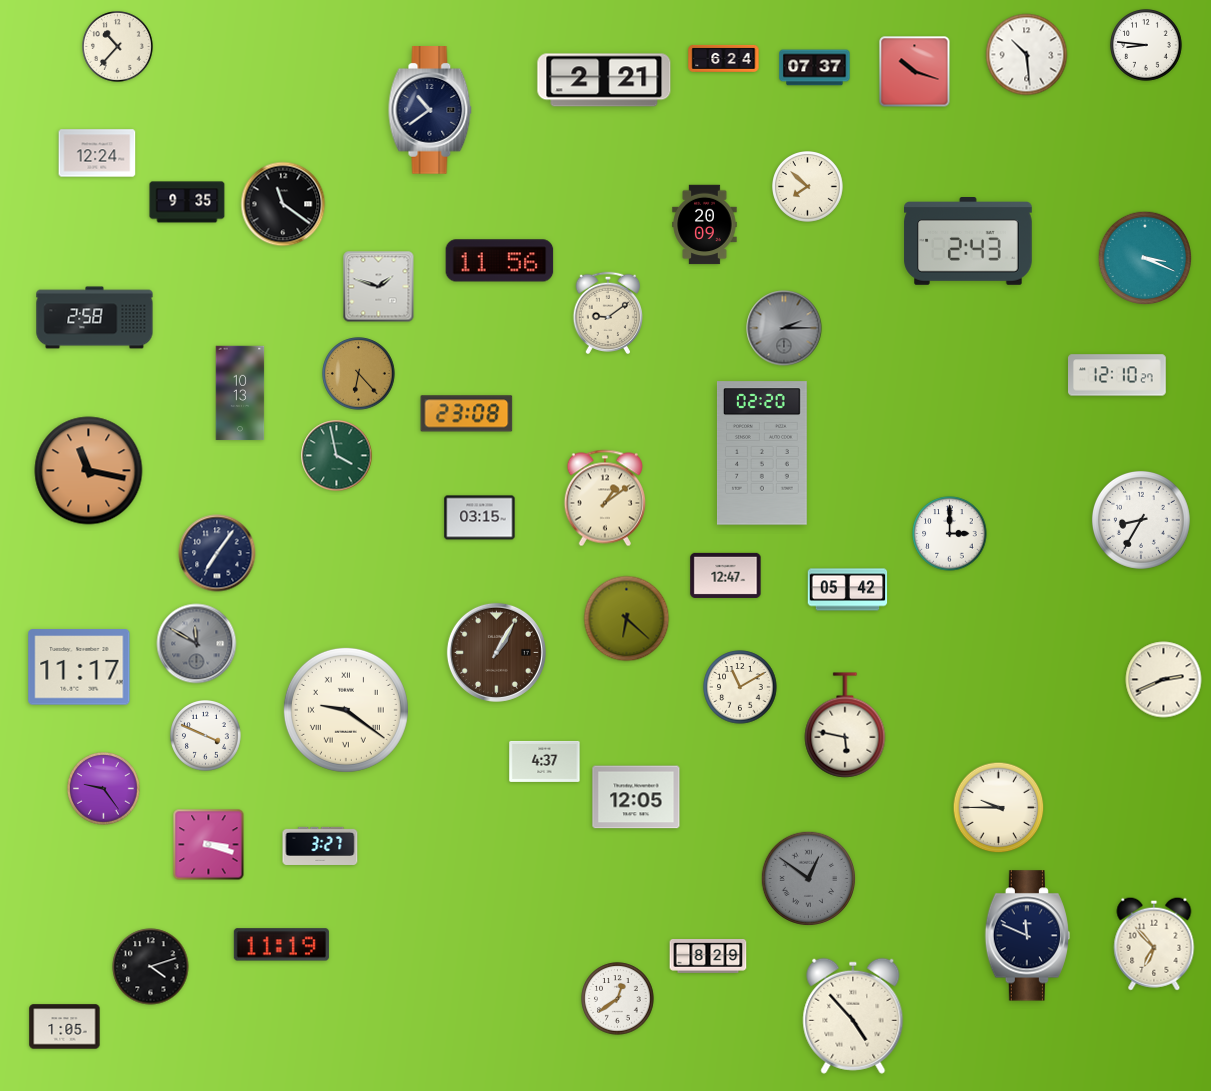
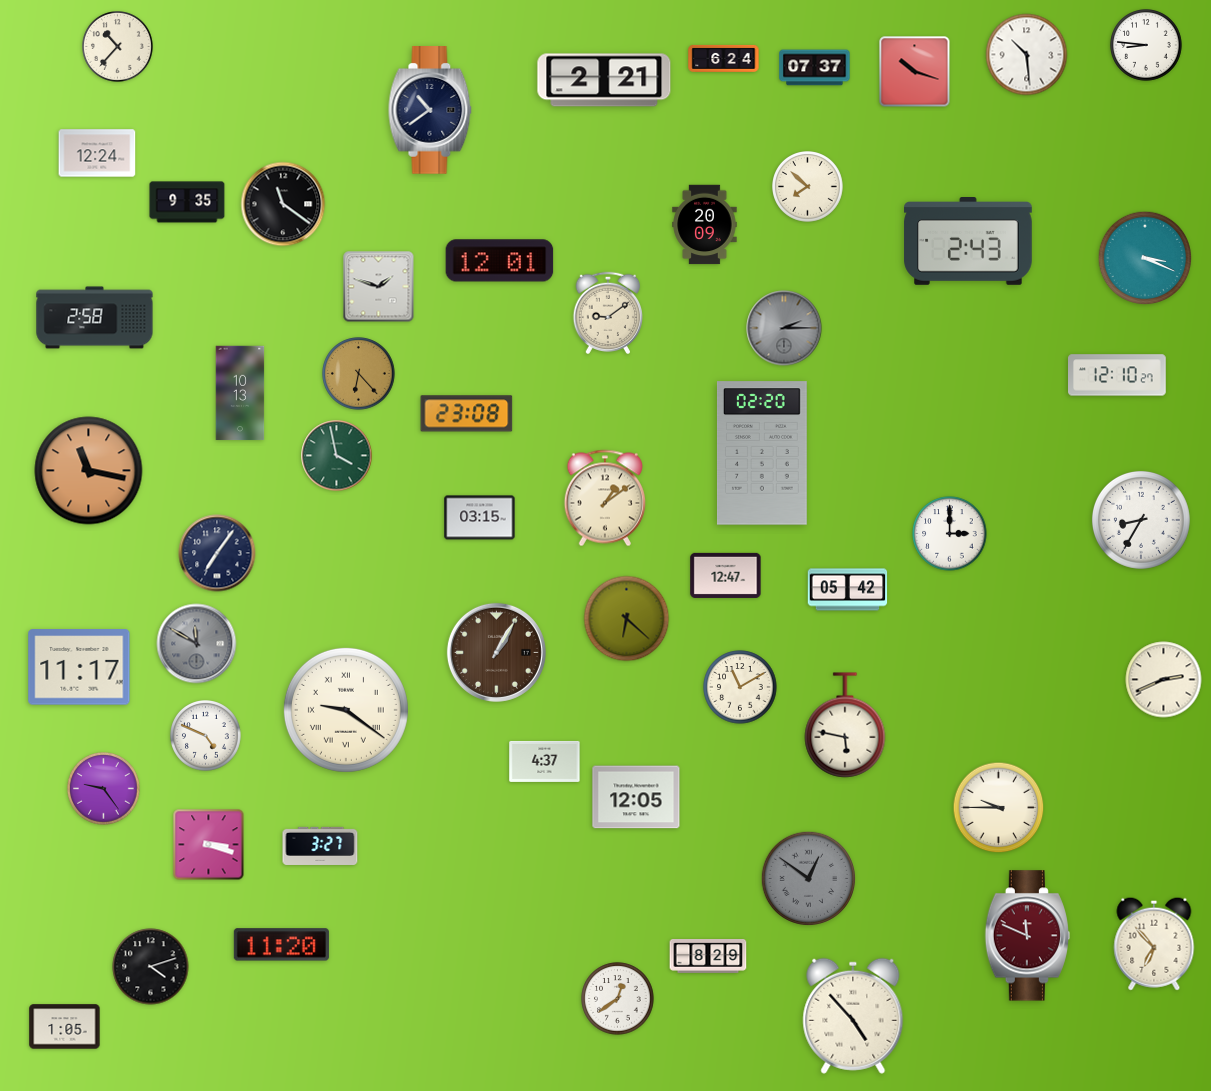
clock at (500, 261): 11:56 -> 12:01
clock at (206, 736): 3:49 -> 4:49
clock at (1027, 936) dial: navy -> burgundy
clock at (281, 945): 11:19 -> 11:20
